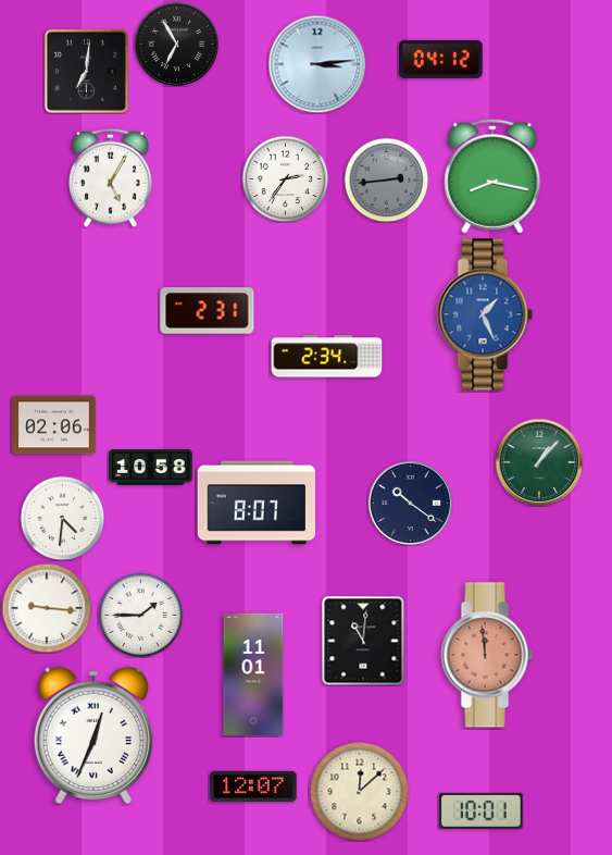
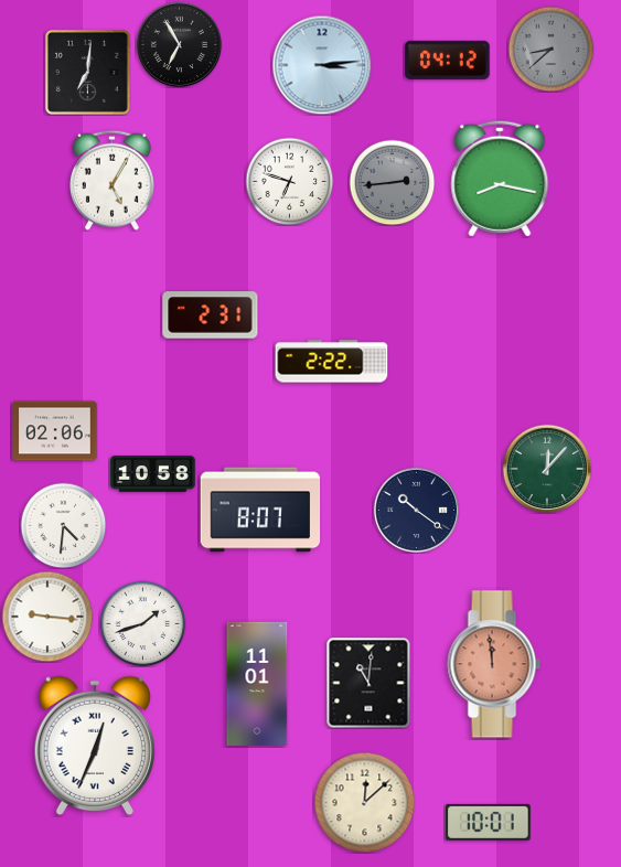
clock at (550, 49): none -> 8:38
clock at (285, 178): 2:36 -> 6:48
clock at (485, 314): 1:26 -> none
clock at (327, 357): 2:34 -> 2:22
clock at (539, 462): 1:07 -> 12:07
clock at (140, 615): 1:45 -> 1:42
clock at (363, 641) position: (363, 641) -> (368, 683)
clock at (253, 785): 12:07 -> none
